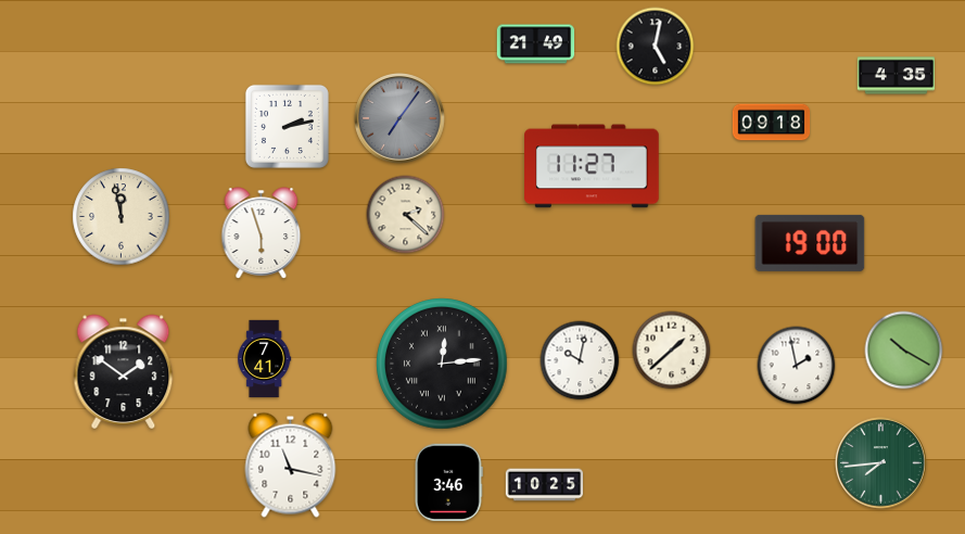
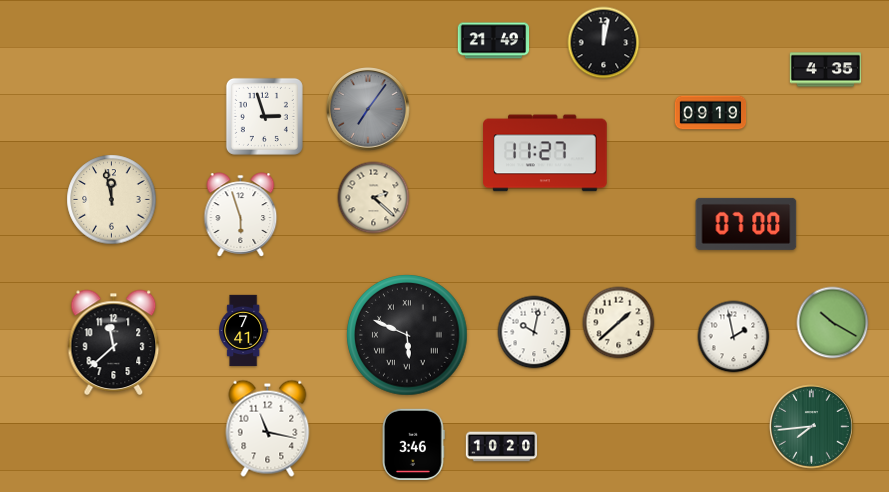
clock at (656, 47): 5:02 -> 12:02
clock at (772, 123): 09:18 -> 09:19
clock at (287, 126): 2:13 -> 2:57
clock at (810, 243): 19:00 -> 07:00
clock at (442, 364): 12:14 -> 5:49
clock at (124, 371): 1:51 -> 11:38
clock at (545, 485): 10:25 -> 10:20
